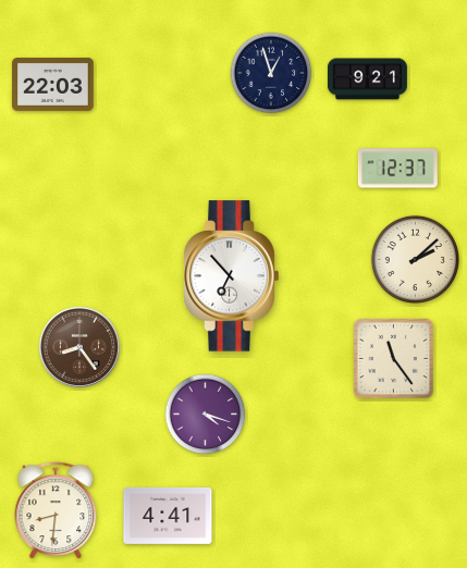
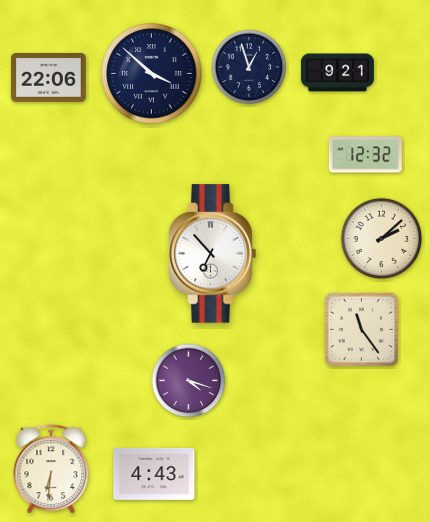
clock at (152, 74): none -> 3:52
clock at (53, 84): 22:03 -> 22:06
clock at (397, 169): 12:37 -> 12:32
clock at (79, 347): 8:24 -> none
clock at (56, 511): 8:31 -> 6:31
clock at (168, 516): 4:41 -> 4:43
